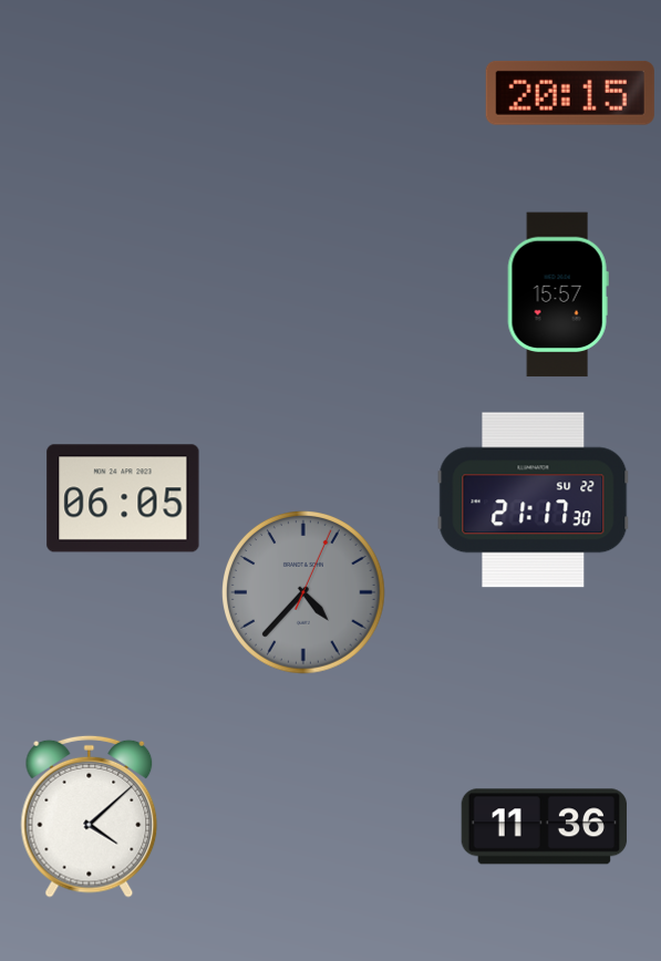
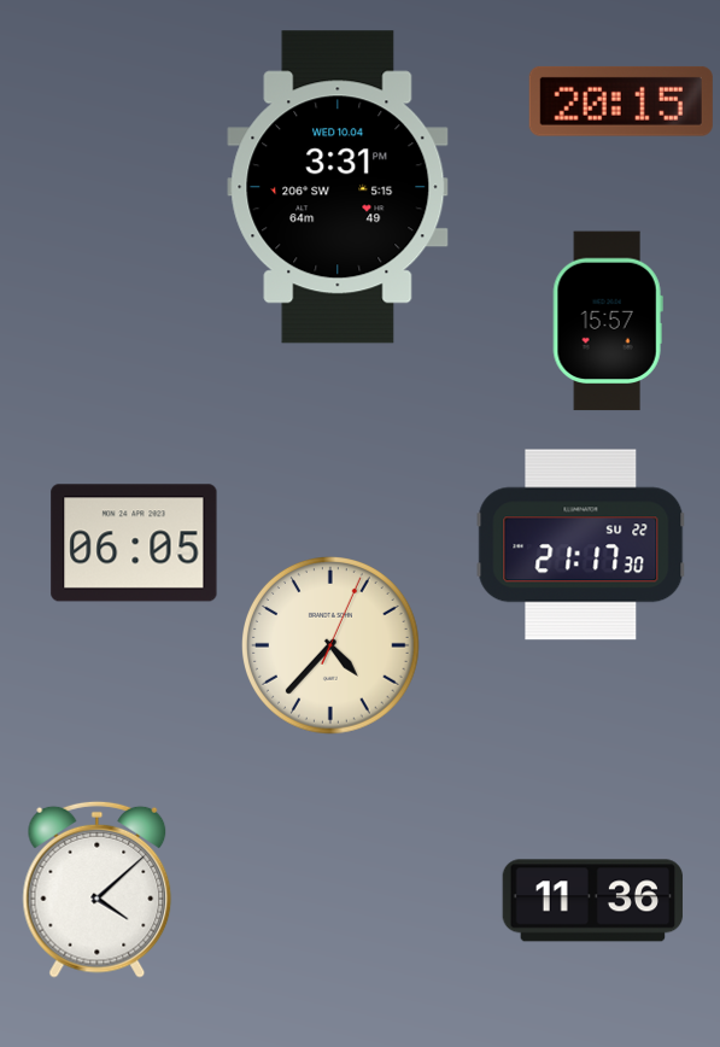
clock at (338, 187): none -> 3:31
clock at (304, 593) dial: grey -> cream
